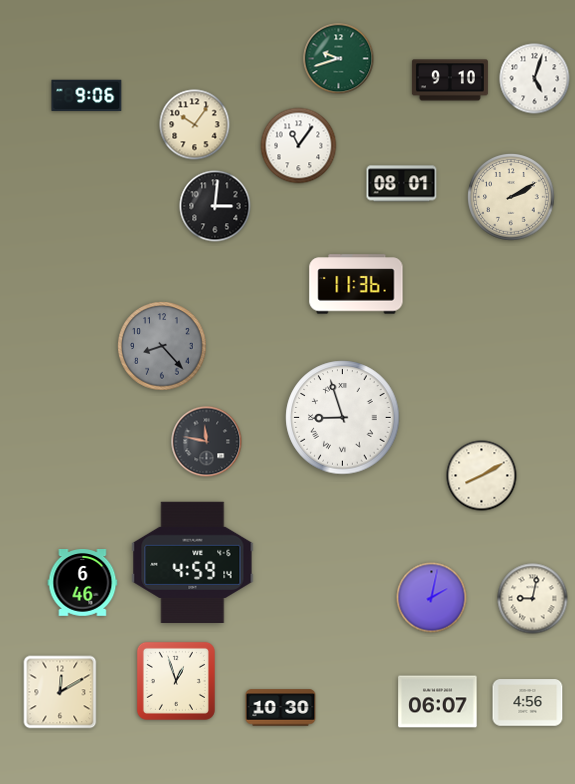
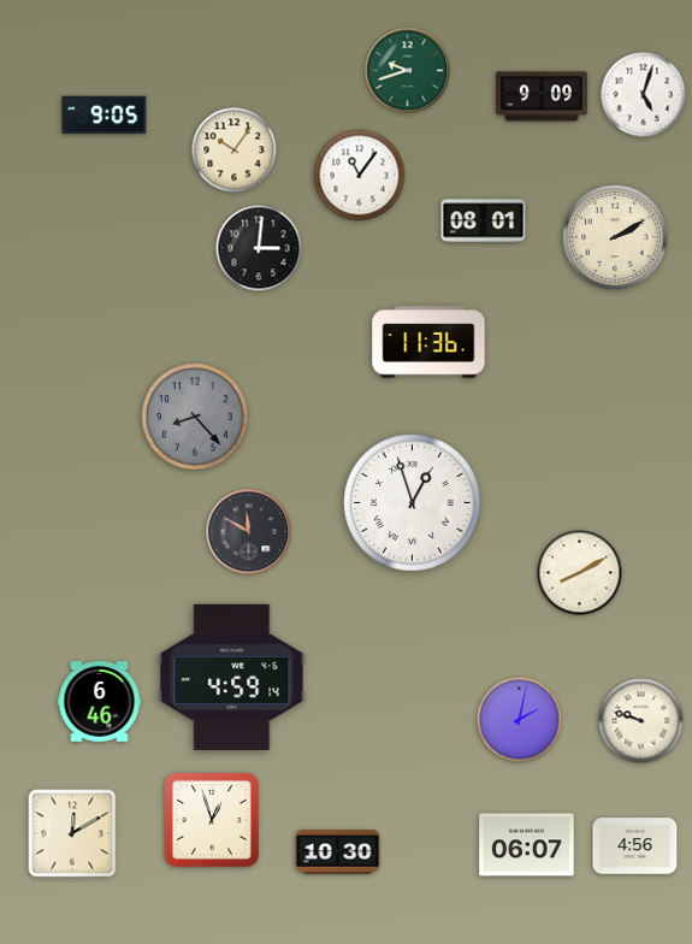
clock at (450, 80): 9:10 -> 9:09
clock at (87, 96): 9:06 -> 9:05
clock at (343, 418): 8:57 -> 12:57
clock at (207, 442): 11:47 -> 11:50
clock at (533, 599): 9:02 -> 9:48
